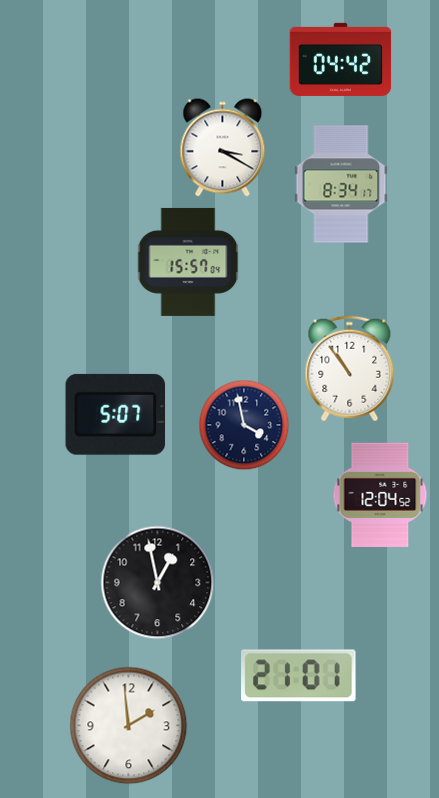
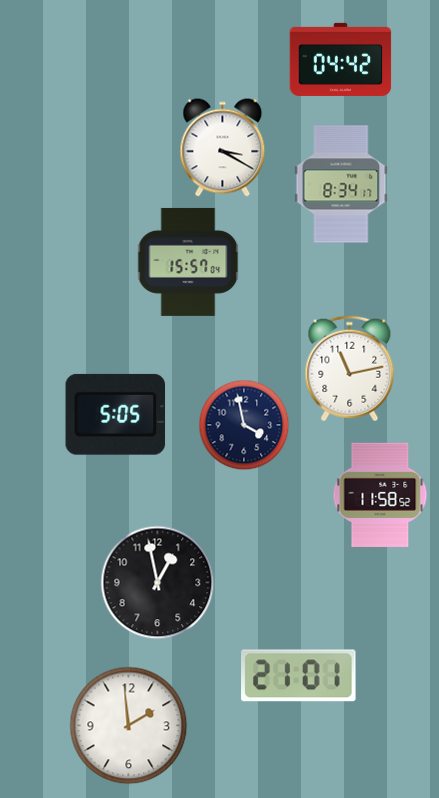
clock at (350, 369): 10:54 -> 11:13
clock at (116, 414): 5:07 -> 5:05
clock at (380, 495): 12:04 -> 11:58
